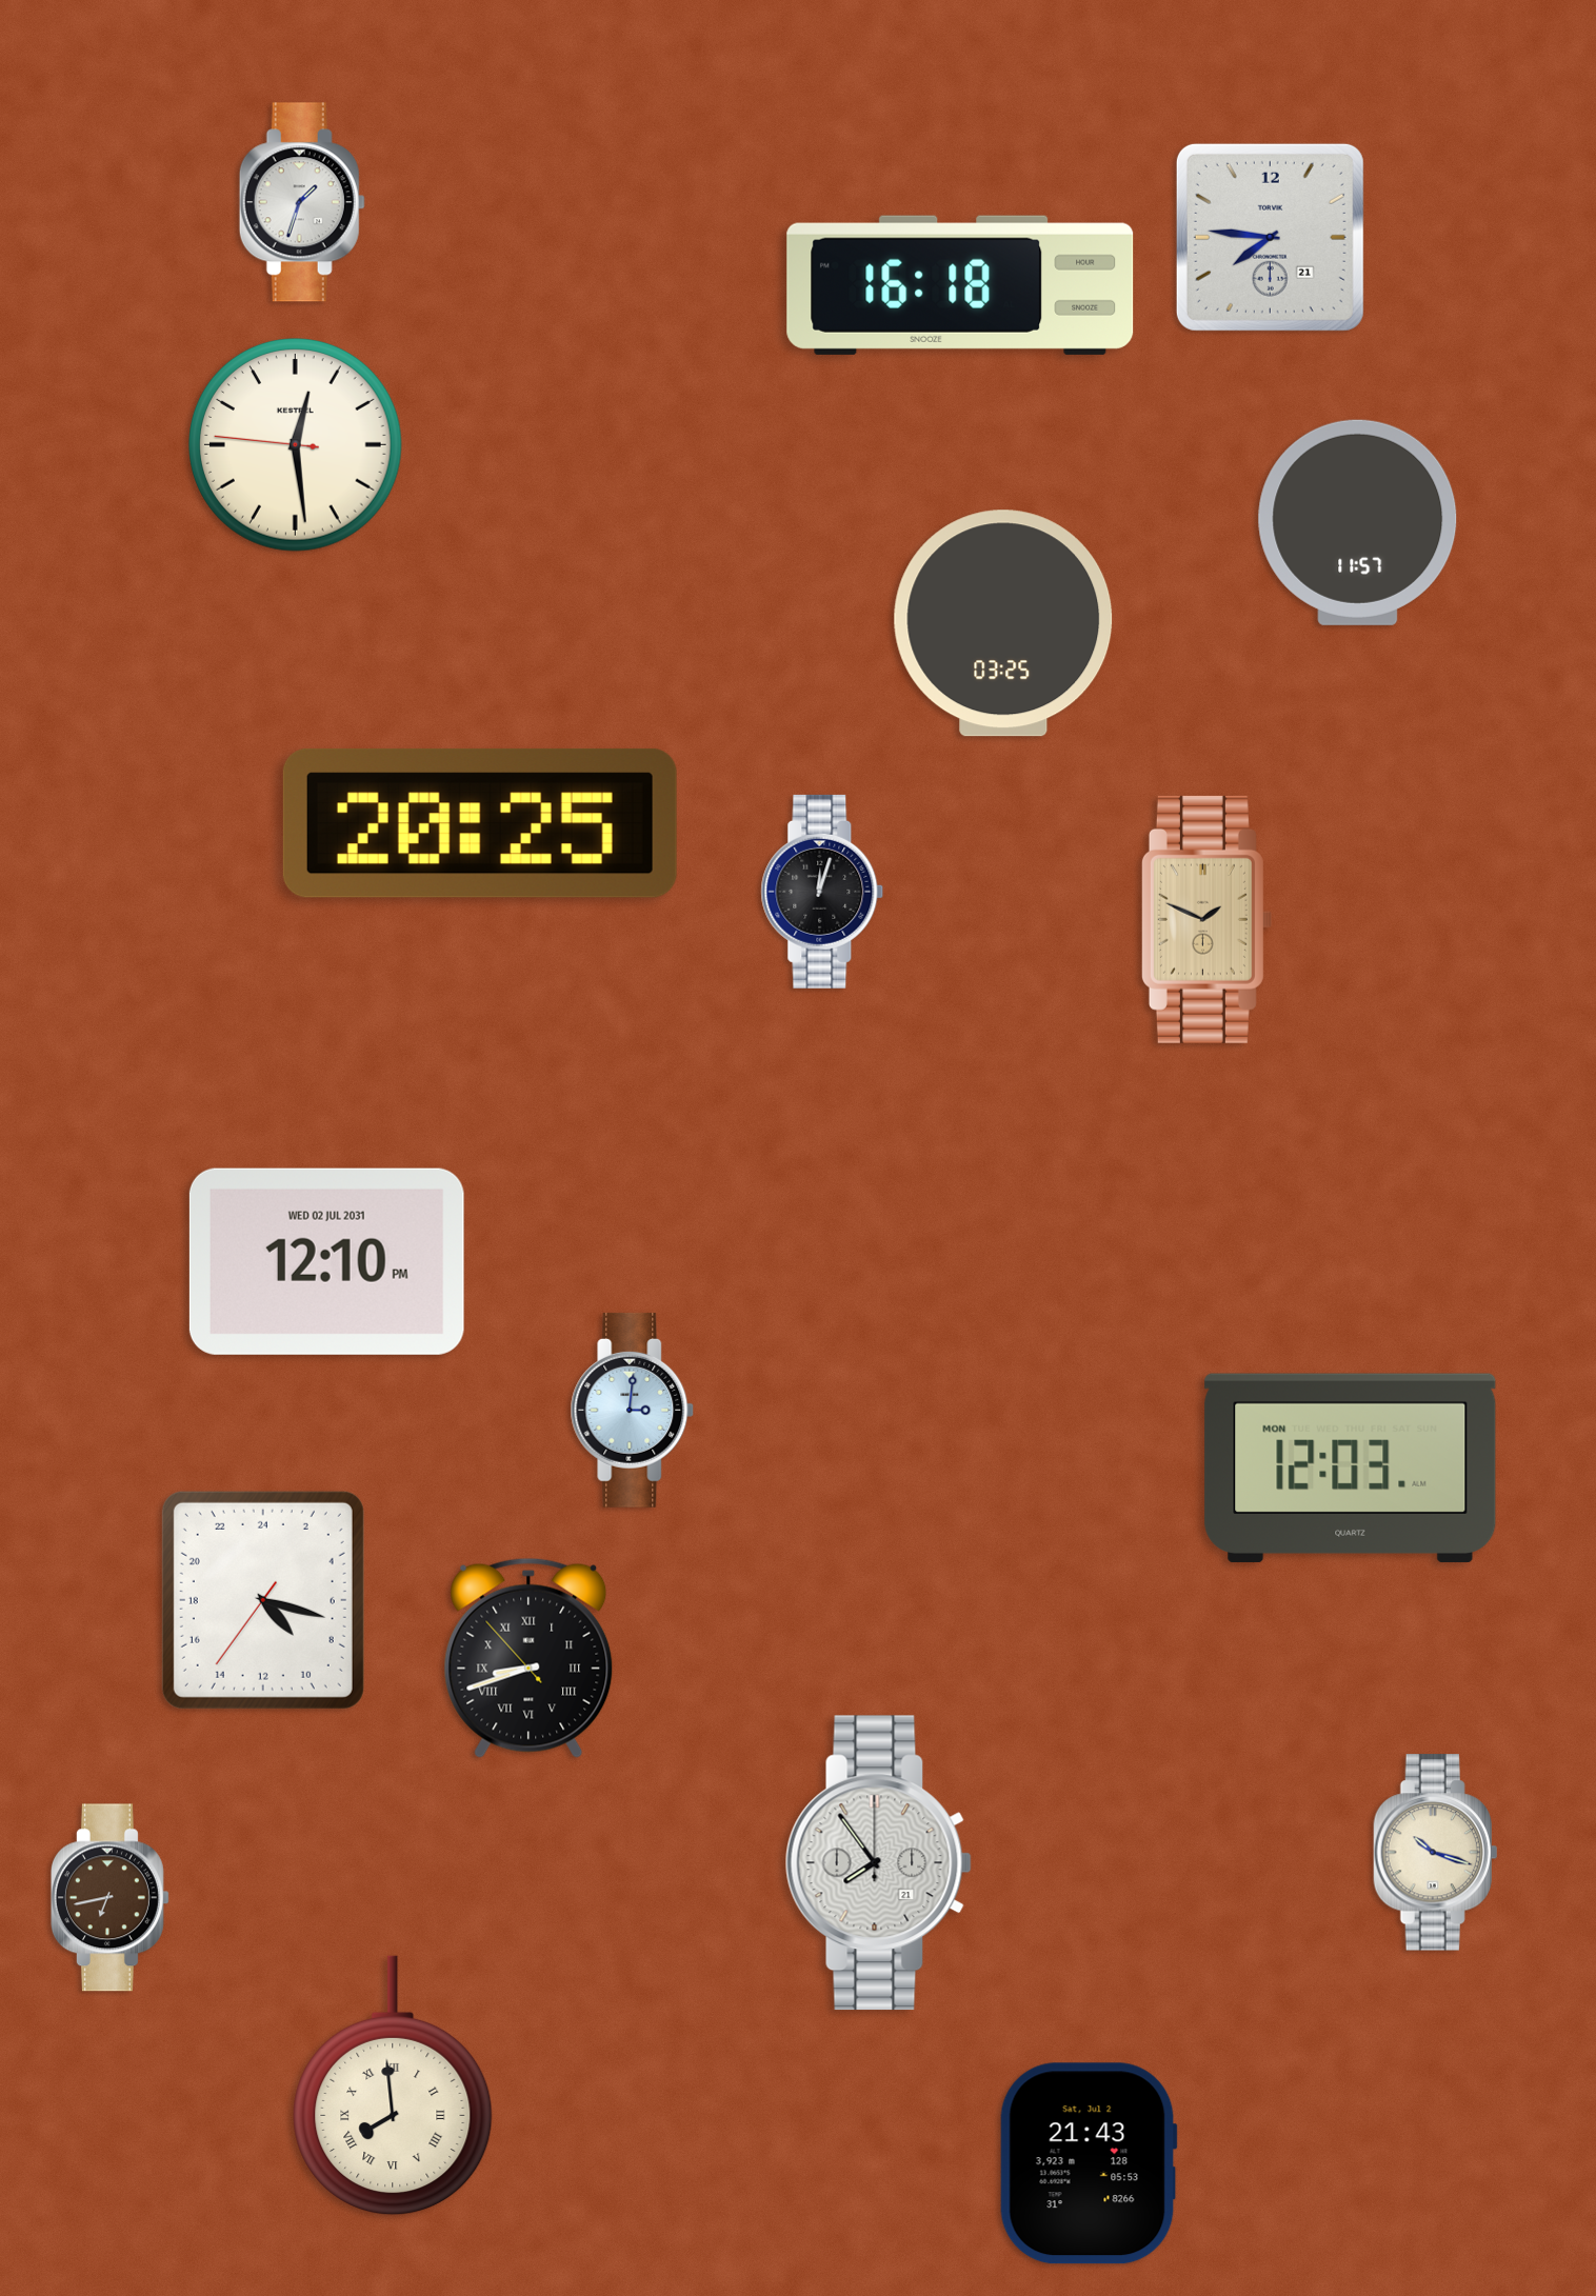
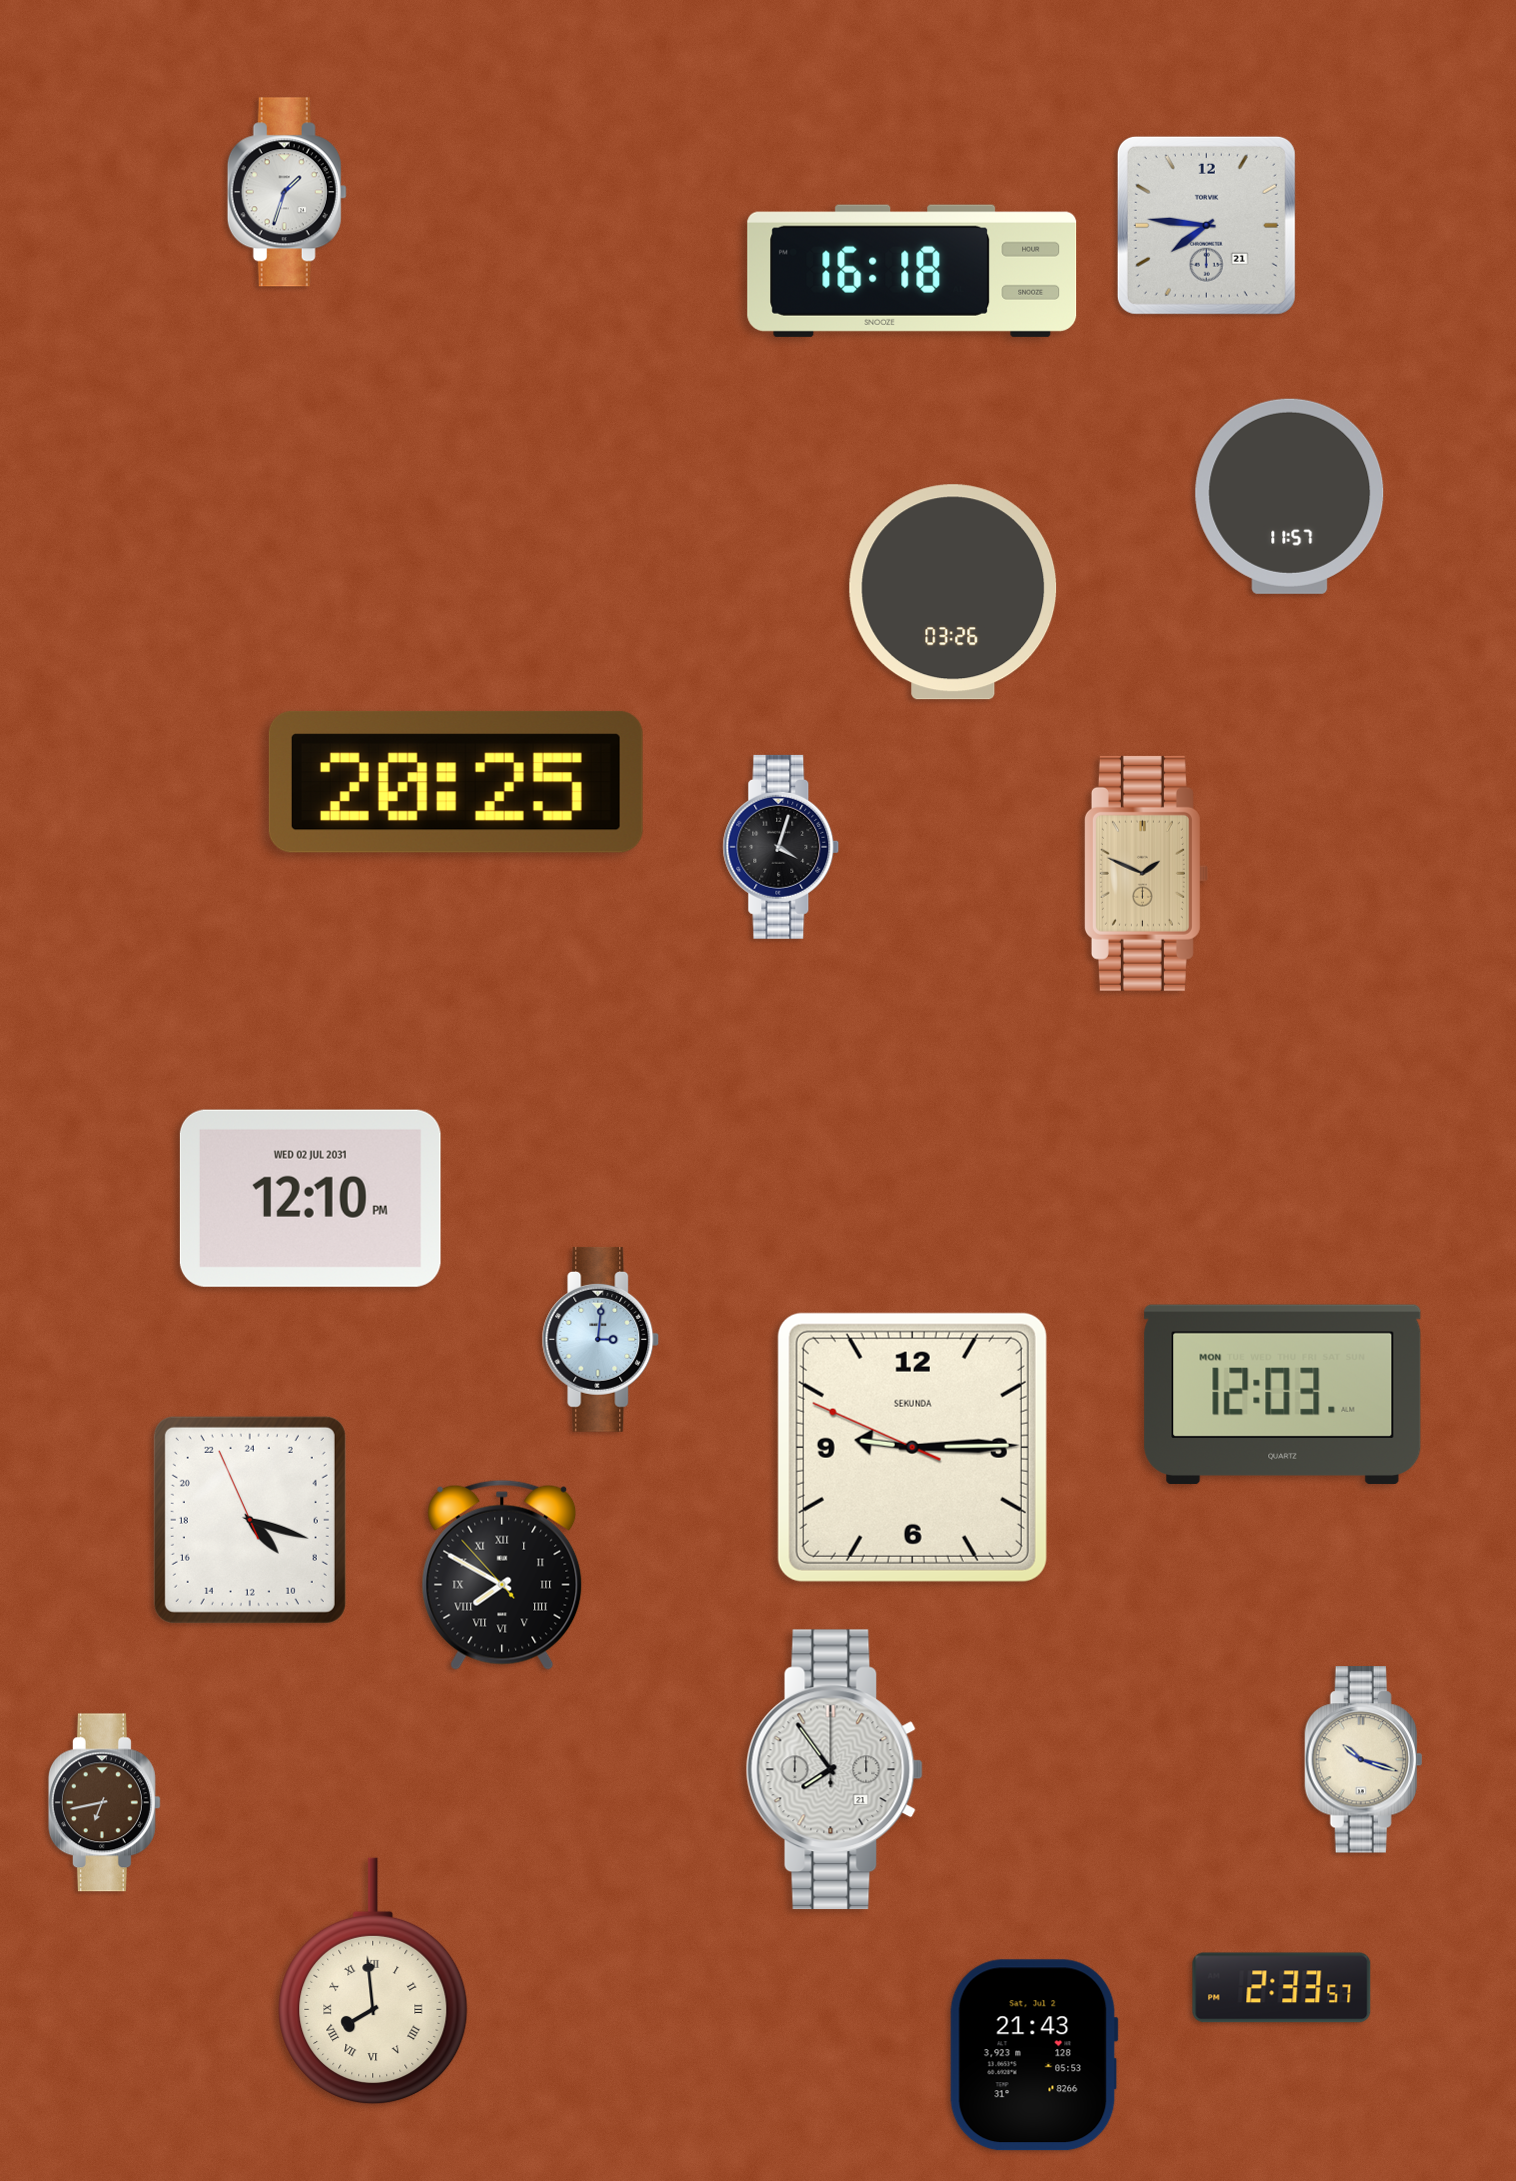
clock at (296, 445): 12:28 -> none
clock at (1003, 623): 03:25 -> 03:26
clock at (822, 892): 12:03 -> 4:03
clock at (912, 1447): none -> 9:14
clock at (263, 1600): 9:17:36 -> 9:17:56
clock at (528, 1658): 8:41 -> 7:49
clock at (1282, 1988): none -> 2:33
